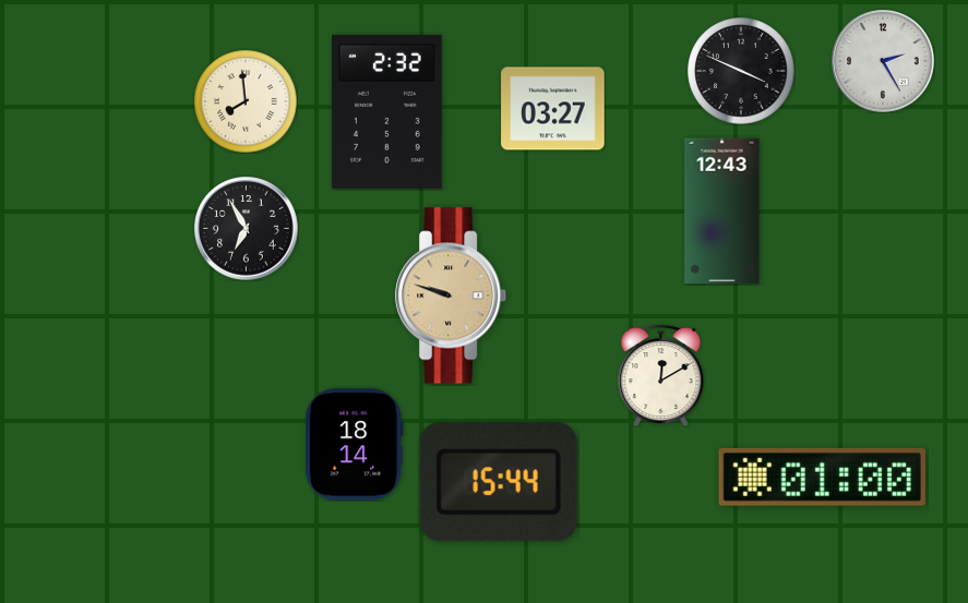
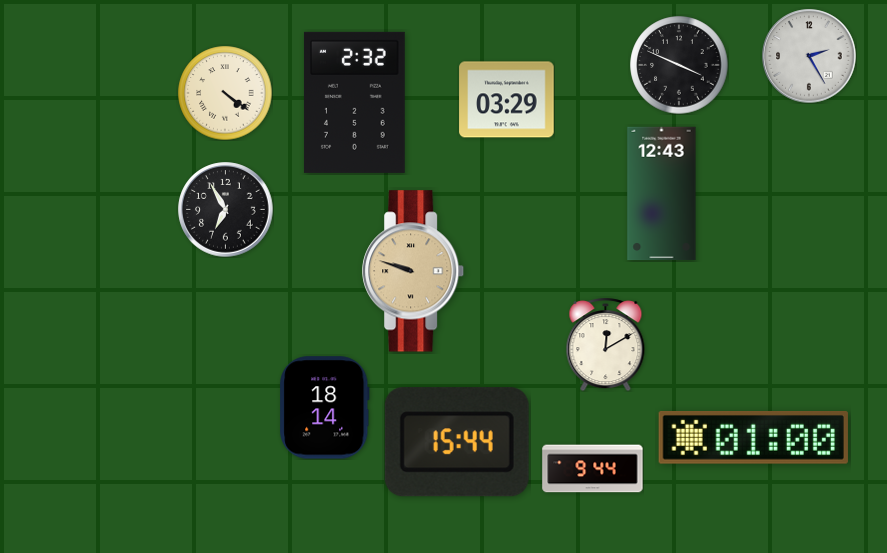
clock at (246, 101): 7:59 -> 4:21
clock at (553, 109): 03:27 -> 03:29
clock at (593, 469): none -> 9:44
